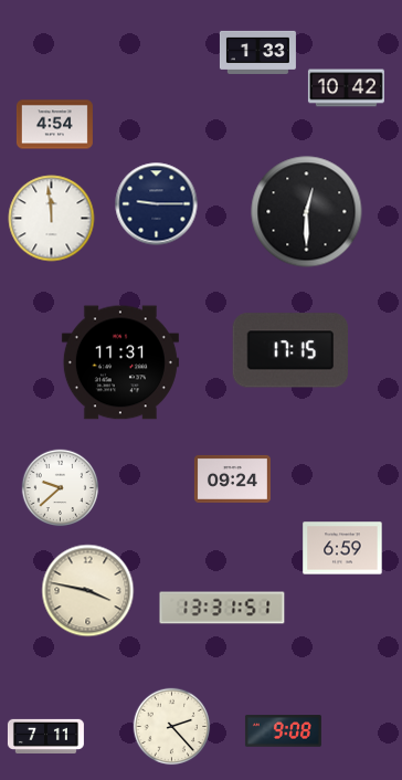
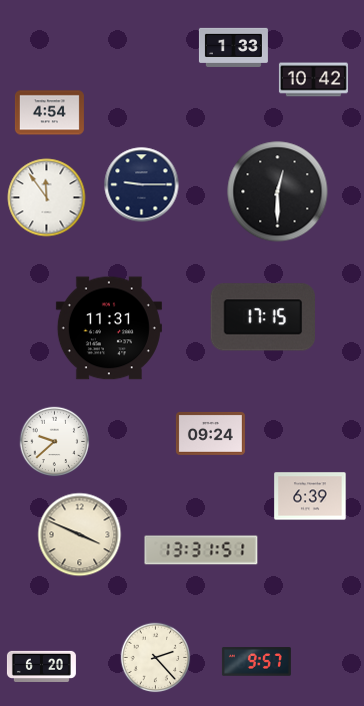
clock at (52, 219): 11:59 -> 11:54
clock at (342, 548): 6:59 -> 6:39
clock at (88, 591): 3:47 -> 3:49
clock at (283, 731): 9:08 -> 9:57
clock at (45, 736): 7:11 -> 6:20
